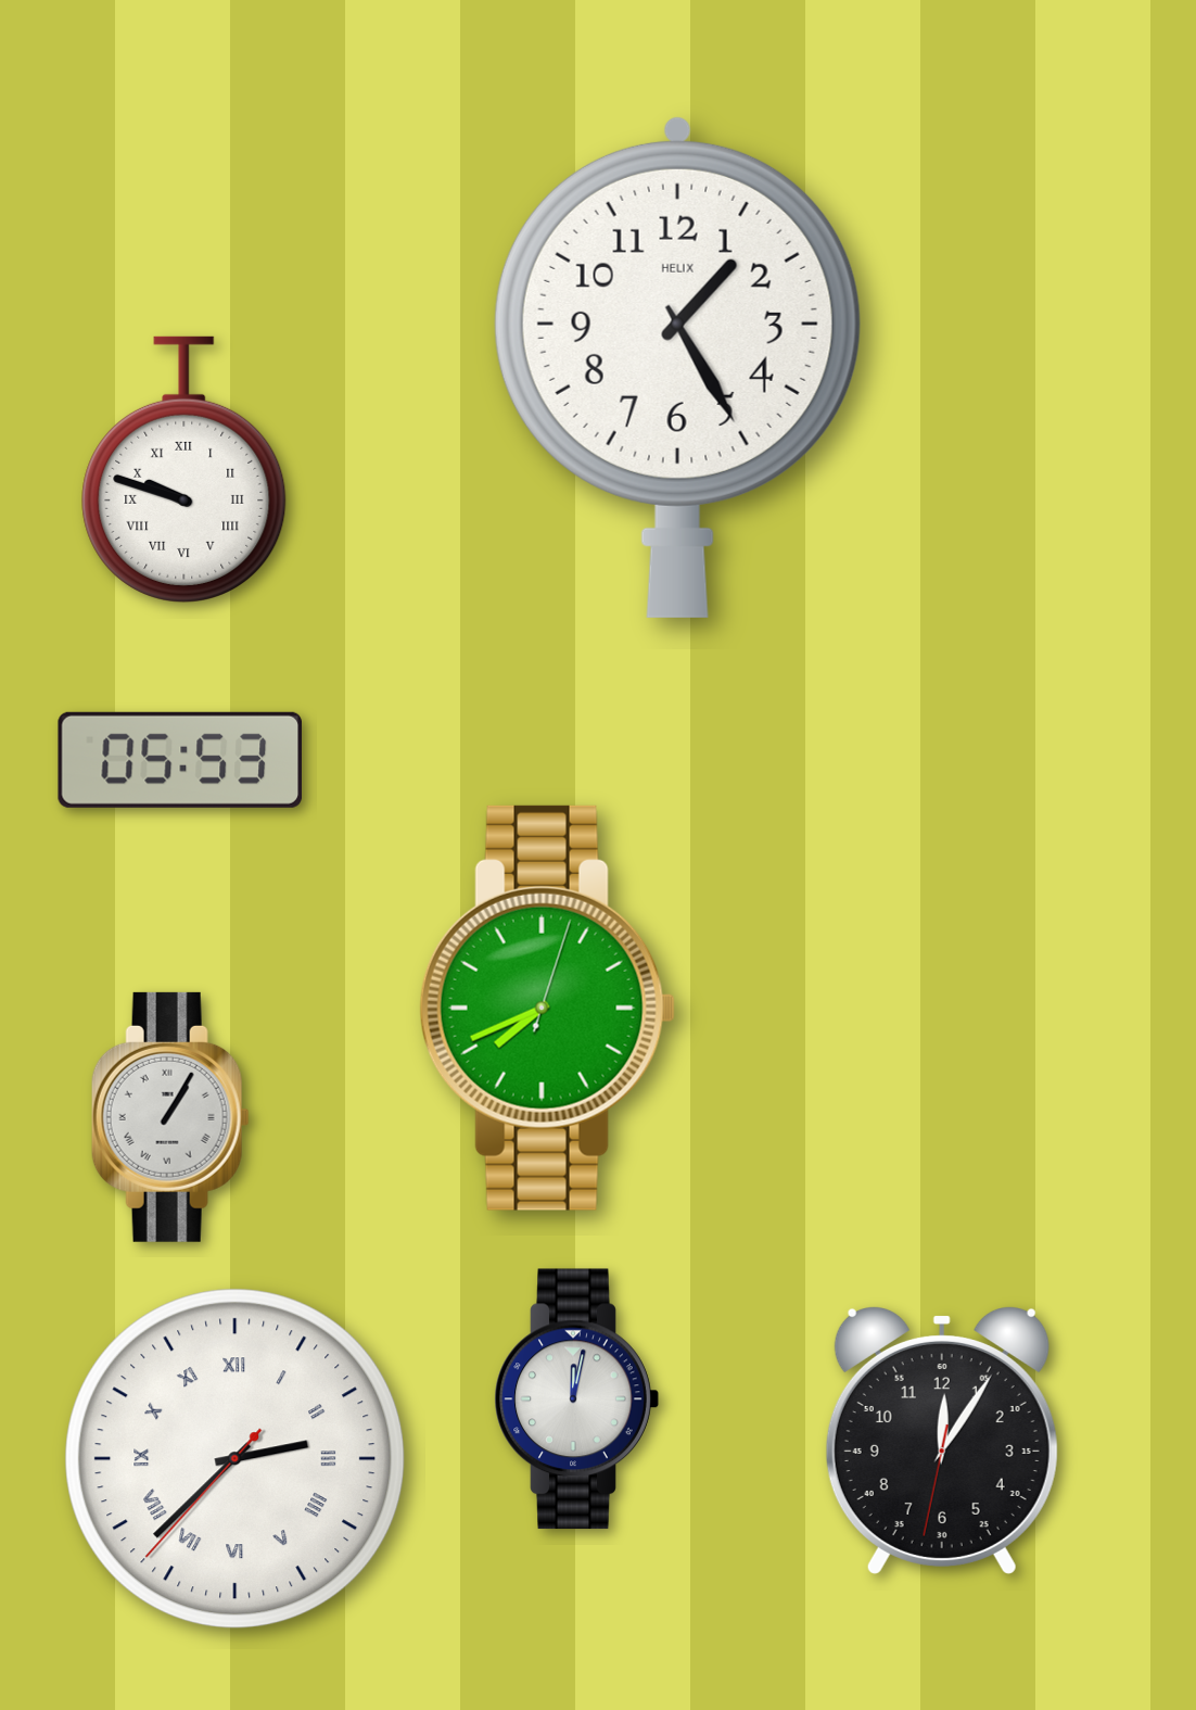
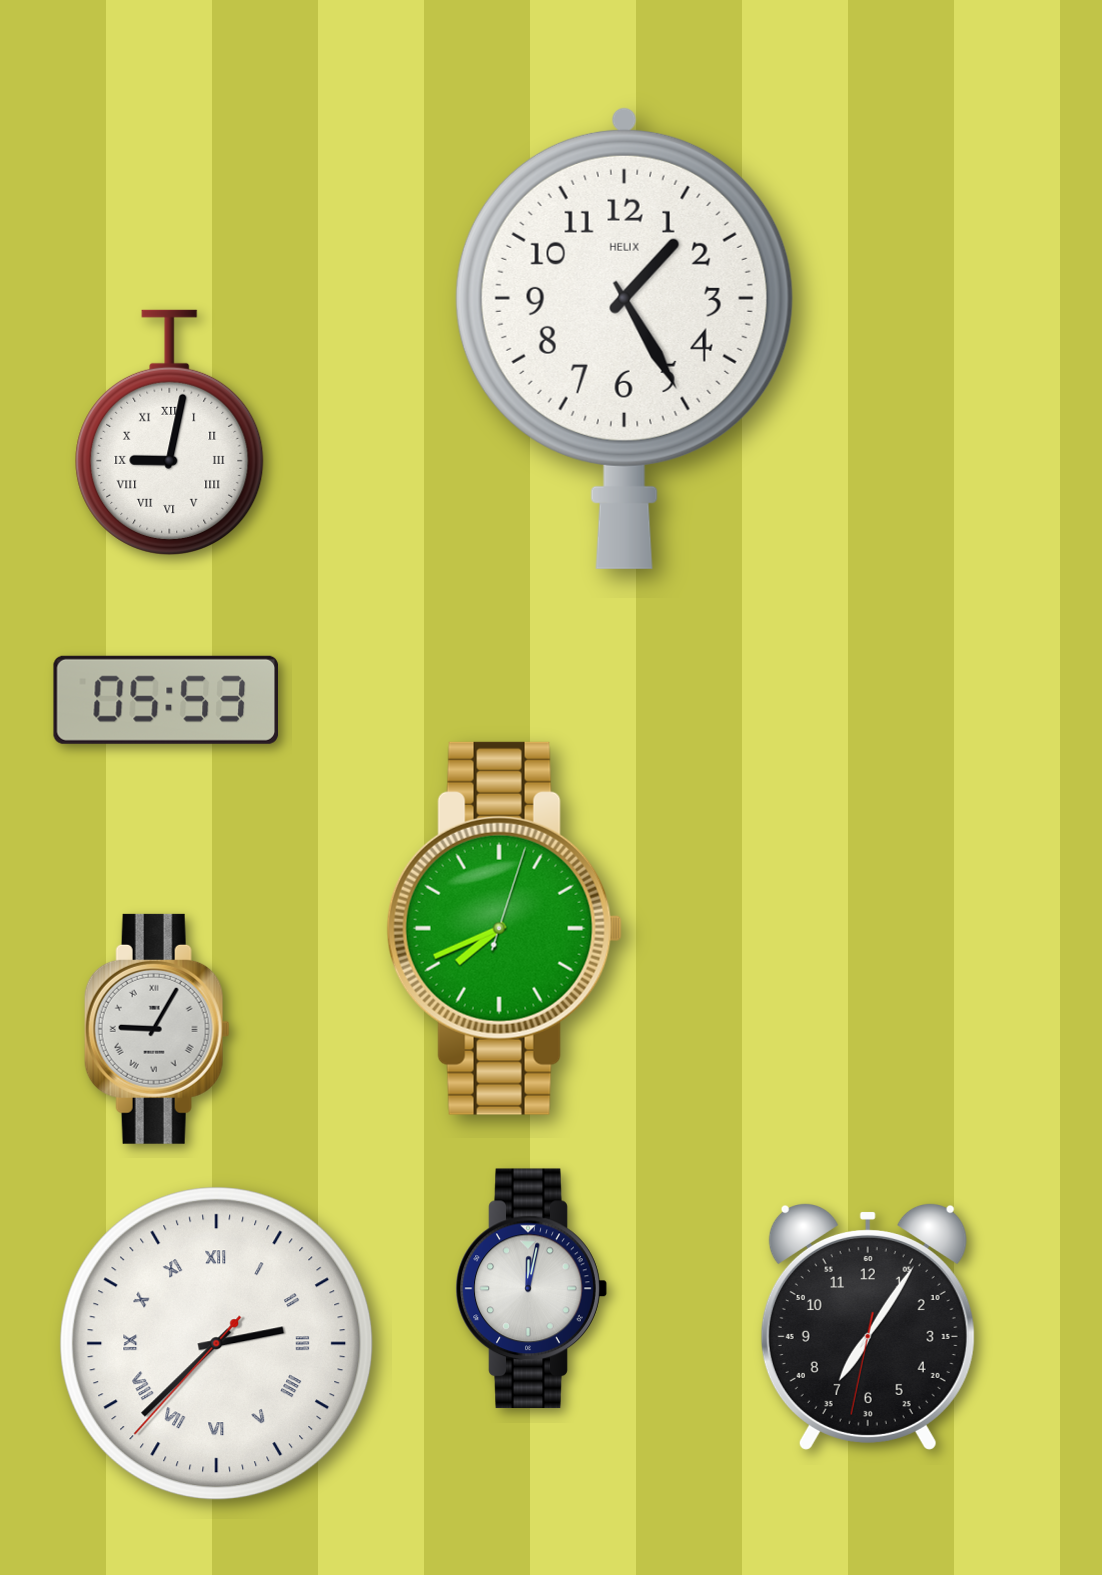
clock at (185, 469): 9:48 -> 9:02
clock at (170, 1117): 1:05 -> 9:05
clock at (942, 1440): 12:05 -> 7:05
